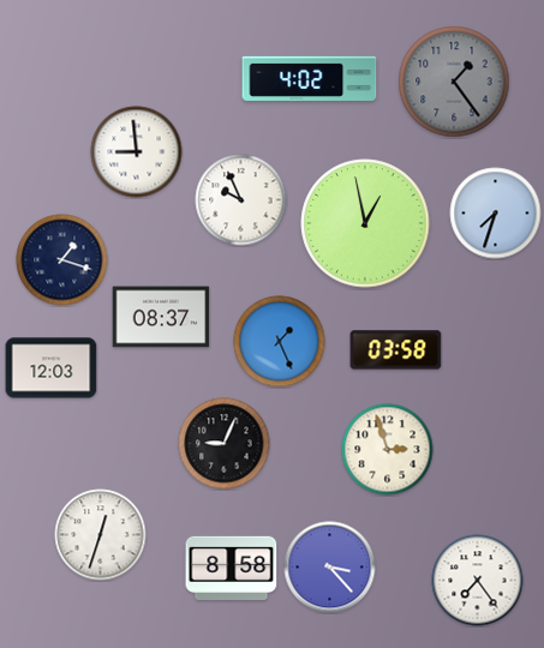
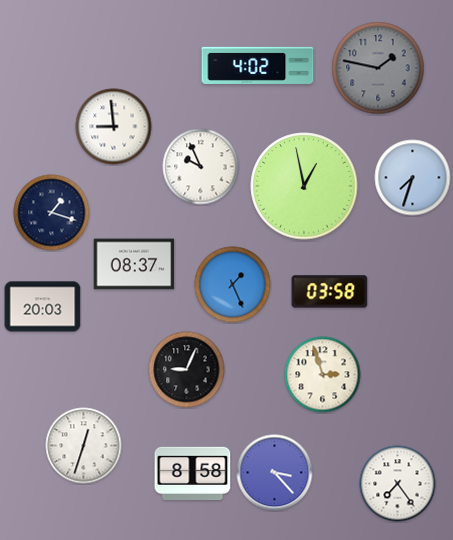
clock at (454, 82): 1:24 -> 1:47
clock at (62, 260) position: (62, 260) -> (52, 213)
clock at (52, 368): 12:03 -> 20:03
